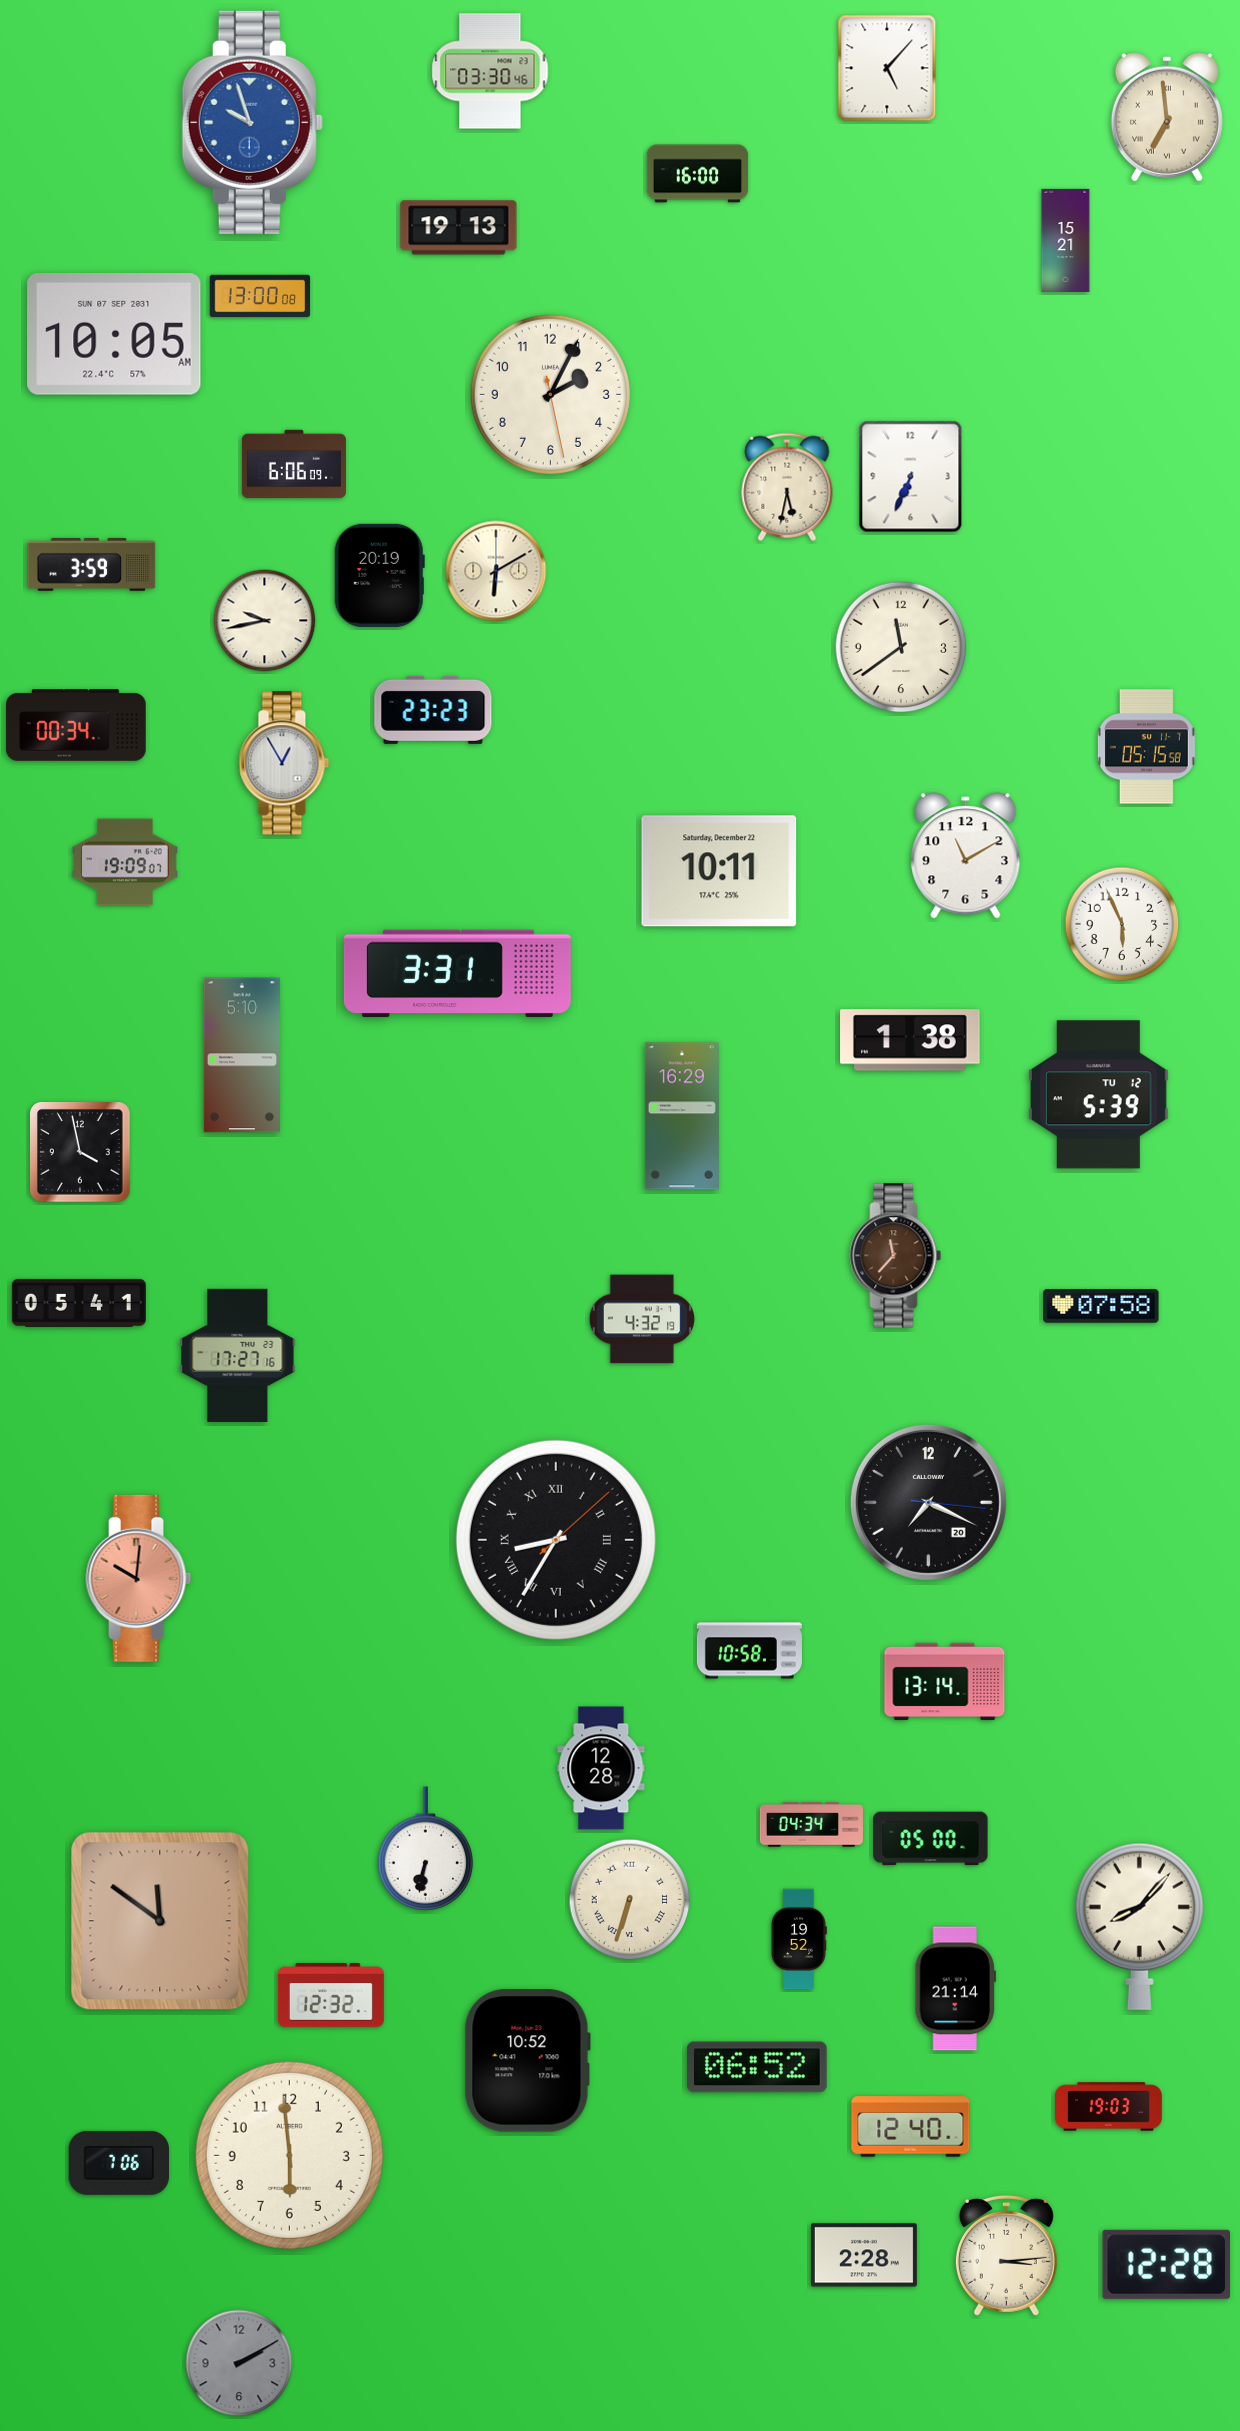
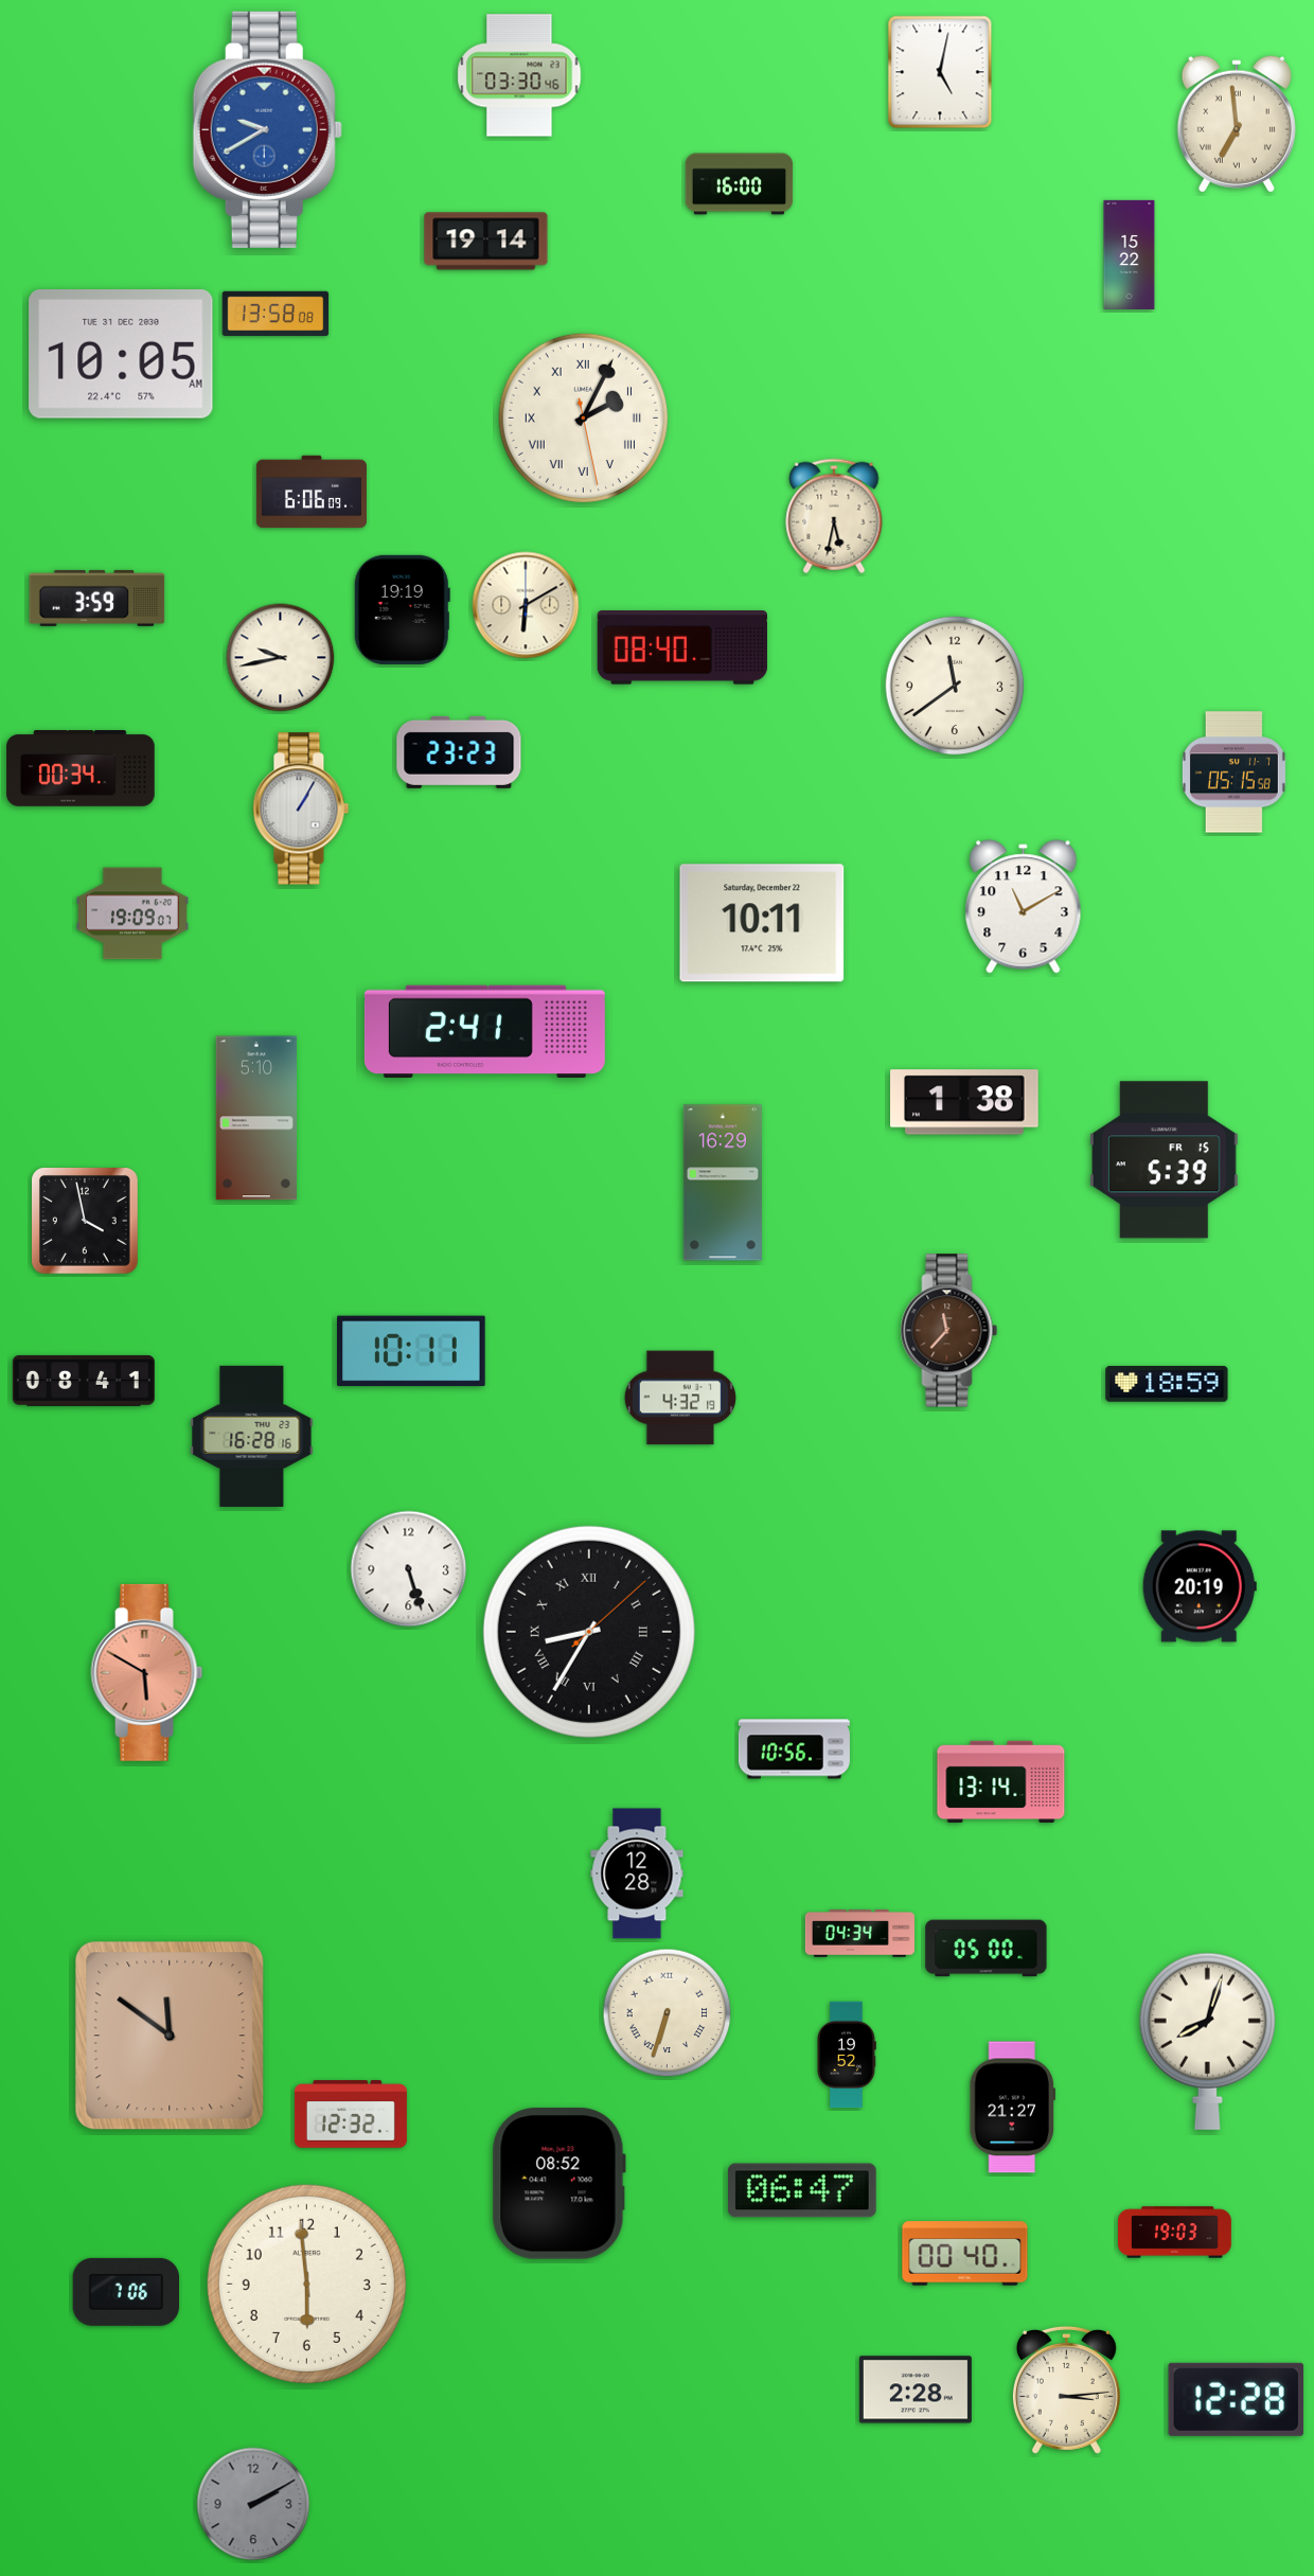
clock at (887, 68): 5:07 -> 5:02
clock at (252, 122): 9:57 -> 9:40
clock at (459, 228): 19:13 -> 19:14
clock at (1066, 240): 15:21 -> 15:22
clock at (260, 296): 13:00 -> 13:58
clock at (114, 335) date: SUN 07 SEP 2031 -> TUE 31 DEC 2030
clock at (550, 394) numerals: Arabic -> Roman
clock at (911, 477): 6:34 -> none
clock at (379, 575): 20:19 -> 19:19
clock at (682, 647): none -> 08:40
clock at (1146, 747) position: (1146, 747) -> (1233, 772)
clock at (284, 763): 12:55 -> 1:05
clock at (1122, 924): 5:56 -> none
clock at (457, 974): 3:31 -> 2:41
clock at (1098, 1095) date: TU 12 -> FR 15
clock at (412, 1351): none -> 10:11
clock at (79, 1303): 05:41 -> 08:41
clock at (1101, 1306): 07:58 -> 18:59
clock at (238, 1355): 17:27 -> 16:28
clock at (409, 1569): none -> 5:27
clock at (1200, 1586): none -> 20:19
clock at (928, 1502): 7:19 -> none
clock at (139, 1578): 10:01 -> 5:50
clock at (749, 1651): 10:58 -> 10:56
clock at (426, 1849): 6:32 -> none
clock at (1139, 1926): 8:07 -> 8:03
clock at (955, 1989): 21:14 -> 21:27
clock at (527, 2061): 10:52 -> 08:52
clock at (758, 2067): 06:52 -> 06:47
clock at (911, 2127): 12:40 -> 00:40
